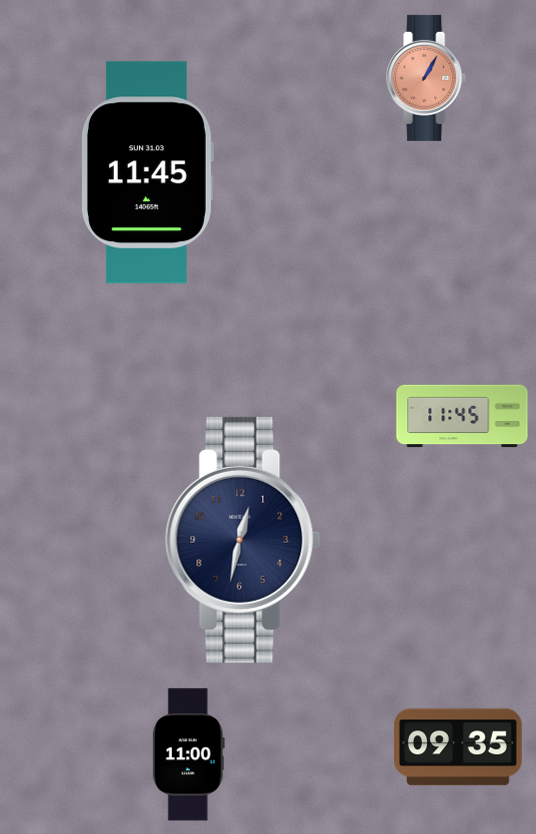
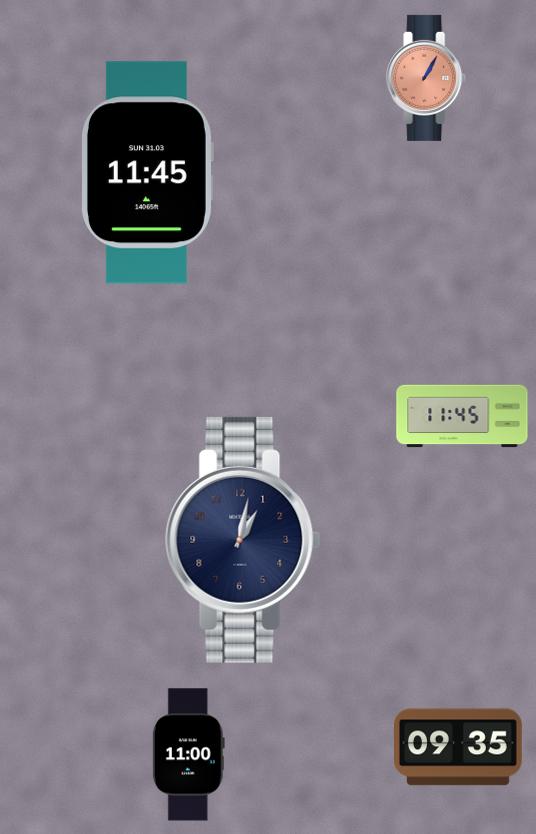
clock at (243, 540): 12:32 -> 1:02
